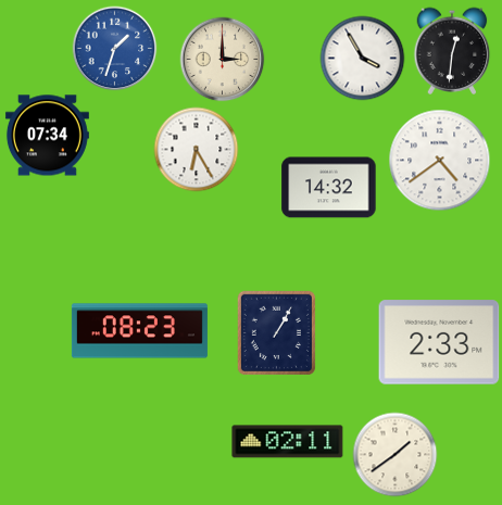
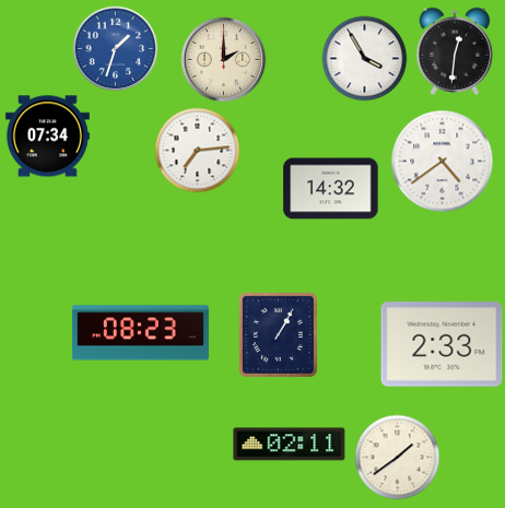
clock at (222, 59): 3:00 -> 2:00
clock at (196, 149): 6:25 -> 7:14
